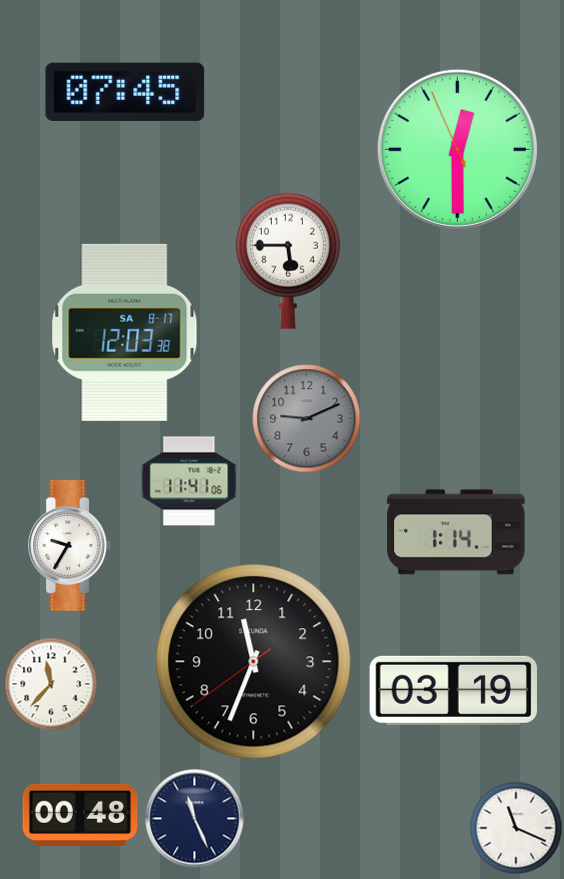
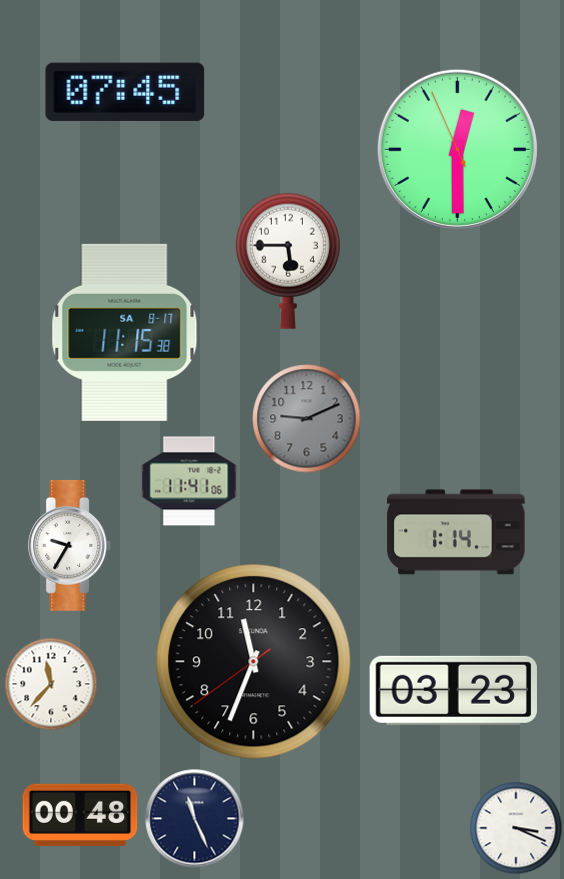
clock at (125, 332): 12:03 -> 11:15
clock at (453, 690): 03:19 -> 03:23
clock at (516, 828): 11:19 -> 3:19
